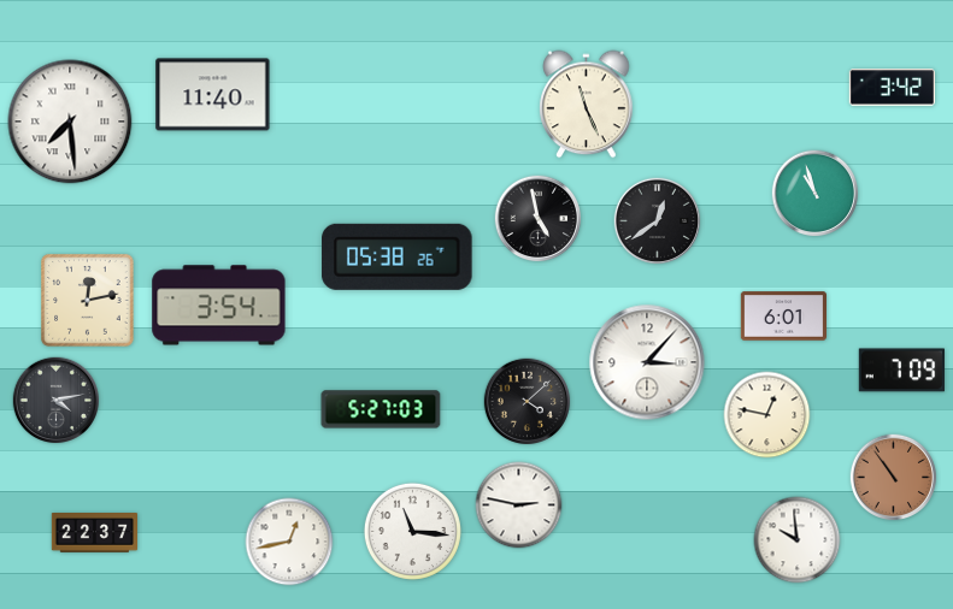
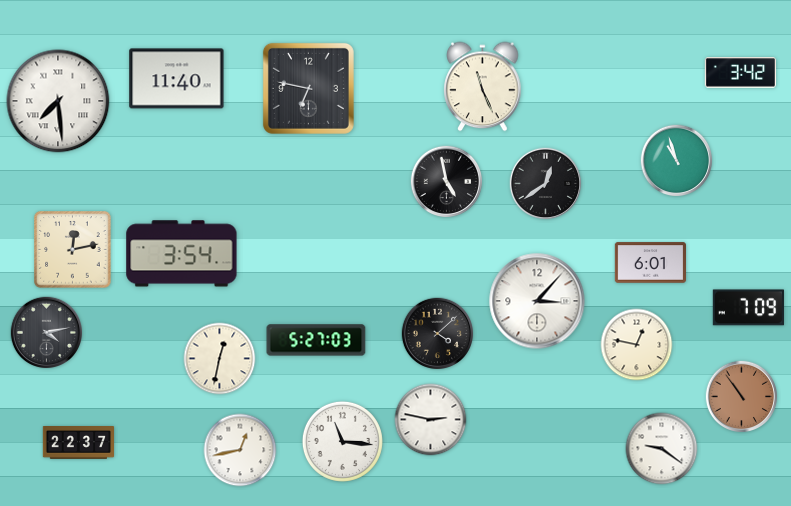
clock at (587, 105) position: (587, 105) -> (483, 87)
clock at (308, 88): none -> 6:47
clock at (398, 256): 05:38 -> none
clock at (220, 359): none -> 12:32
clock at (798, 540): 9:59 -> 9:21
